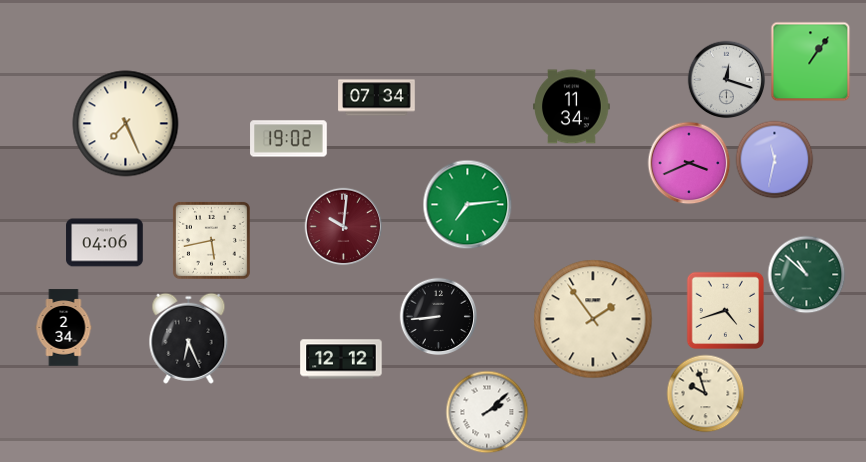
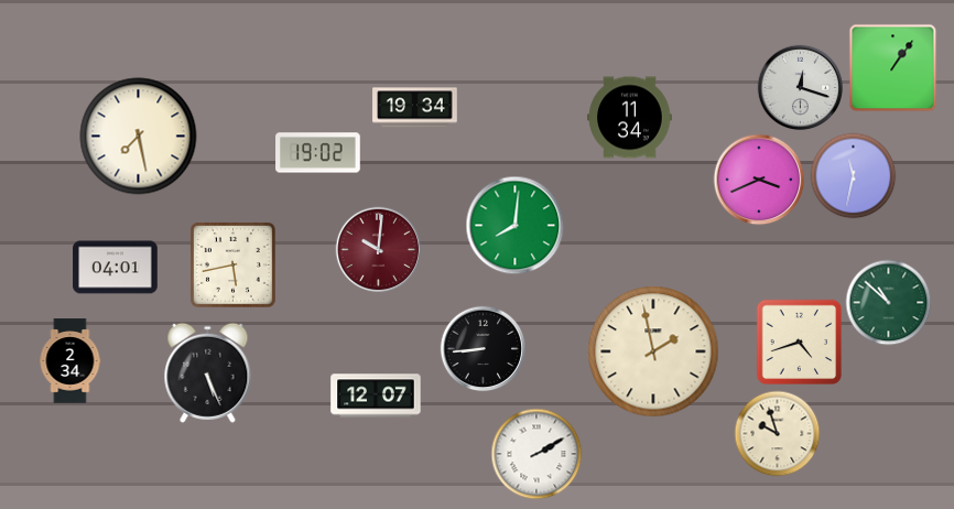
clock at (377, 98): 07:34 -> 19:34
clock at (126, 124): 7:26 -> 7:28
clock at (467, 204): 7:14 -> 8:01
clock at (105, 243): 04:06 -> 04:01
clock at (593, 319): 1:54 -> 1:58
clock at (189, 338): 6:26 -> 5:26
clock at (341, 359): 12:12 -> 12:07
clock at (487, 412): 2:08 -> 2:10
